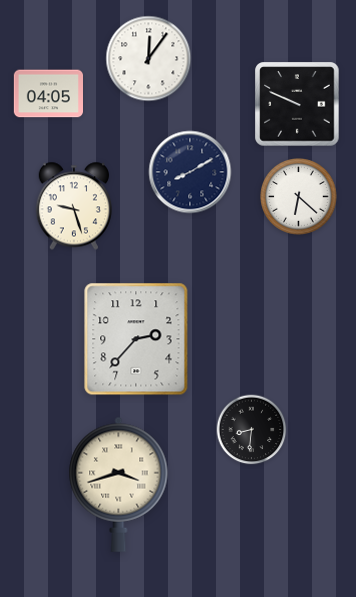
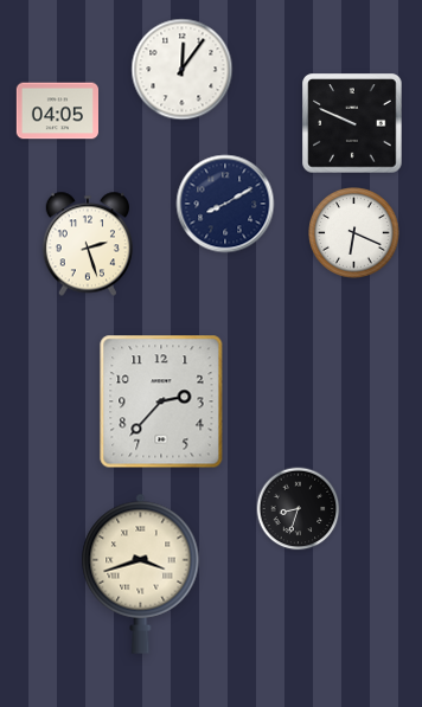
clock at (149, 59) position: (149, 59) -> (183, 70)
clock at (299, 197): 6:22 -> 6:19
clock at (73, 206): 9:27 -> 2:27
clock at (252, 430): 8:31 -> 8:33
